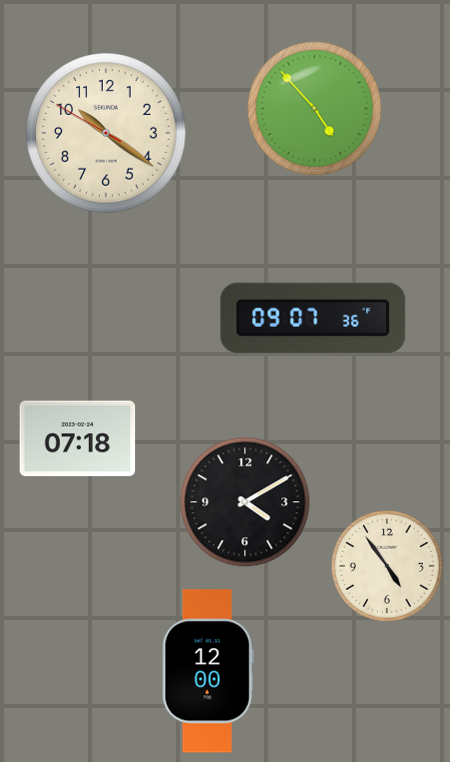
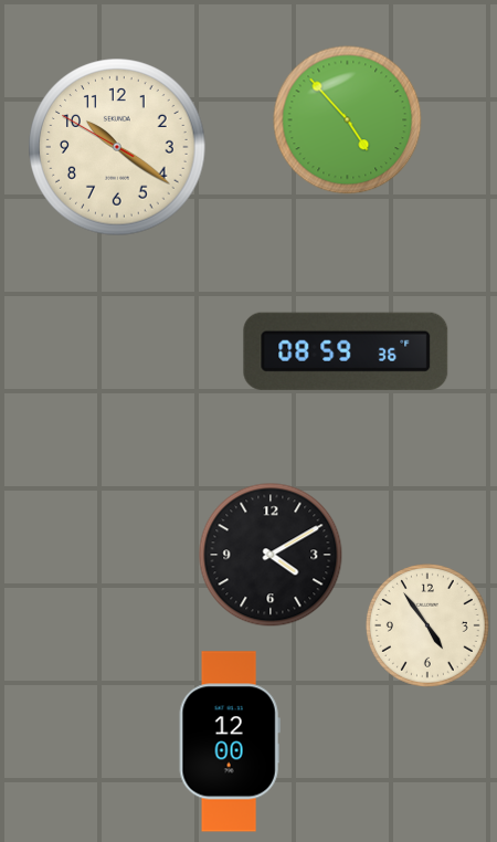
clock at (313, 318): 09:07 -> 08:59
clock at (78, 439): 07:18 -> none
